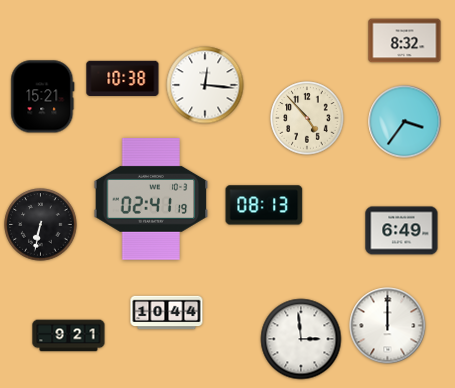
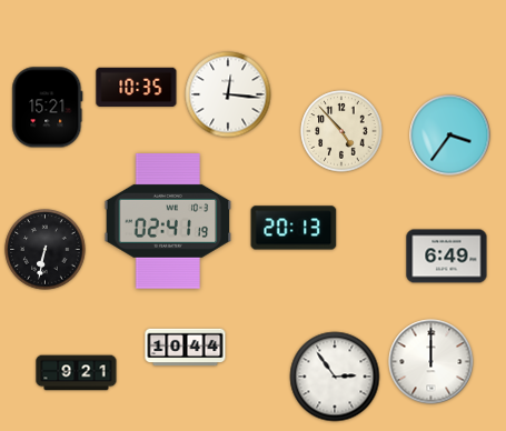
clock at (405, 41): 8:32 -> none
clock at (123, 78): 10:38 -> 10:35
clock at (264, 205): 08:13 -> 20:13
clock at (301, 339): 2:59 -> 2:54
